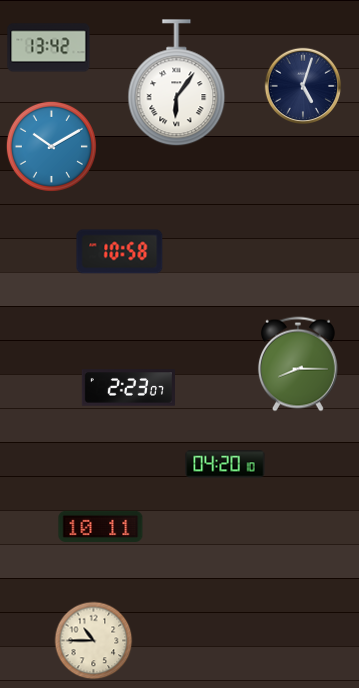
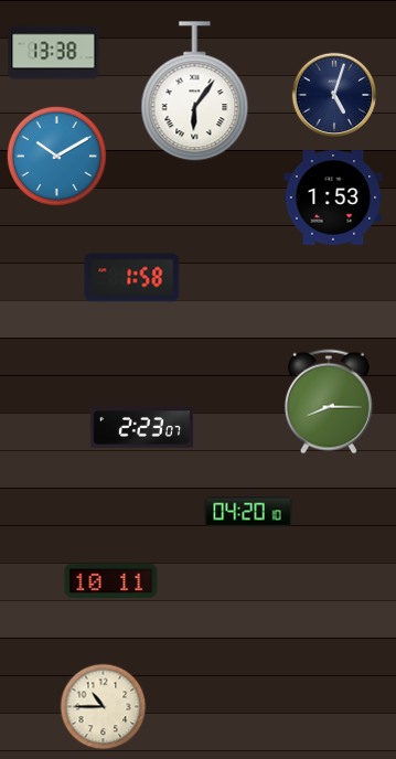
clock at (49, 48): 13:42 -> 13:38
clock at (51, 146) position: (51, 146) -> (56, 156)
clock at (333, 197): none -> 1:53
clock at (120, 252): 10:58 -> 1:58
